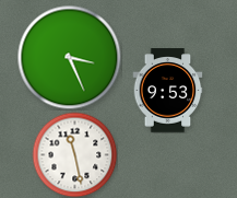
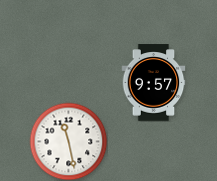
clock at (69, 57): 3:26 -> none
clock at (168, 91): 9:53 -> 9:57
